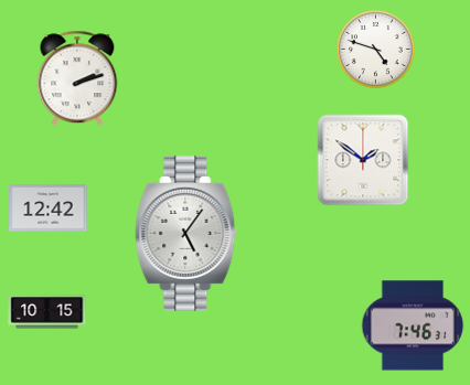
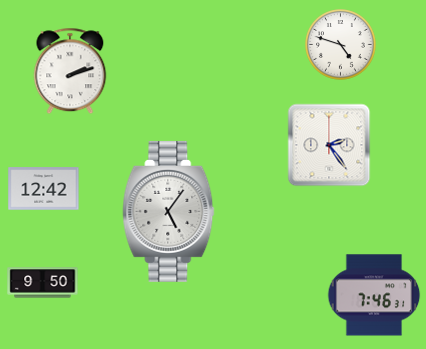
clock at (363, 160): 1:51 -> 2:24
clock at (47, 312): 10:15 -> 9:50
